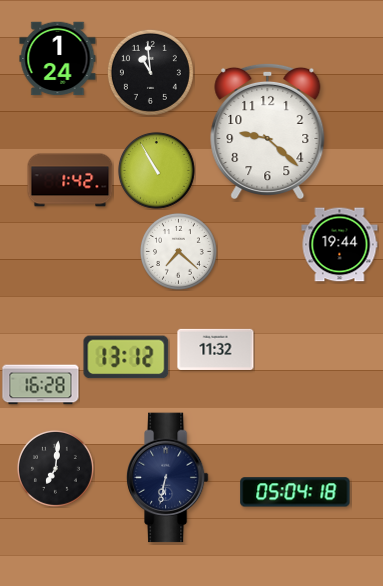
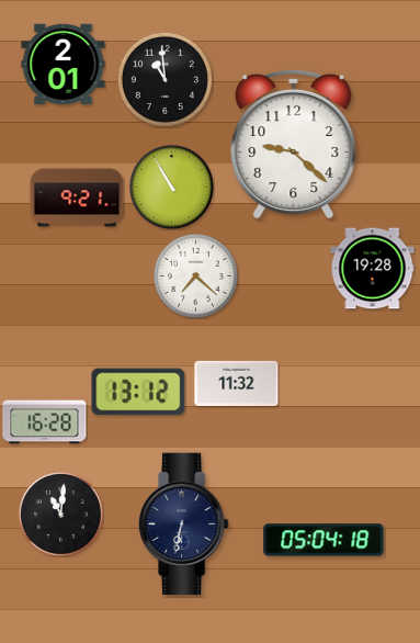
clock at (58, 59): 1:24 -> 2:01
clock at (70, 180): 1:42 -> 9:21
clock at (340, 245): 19:44 -> 19:28
clock at (56, 469): 7:01 -> 11:01
